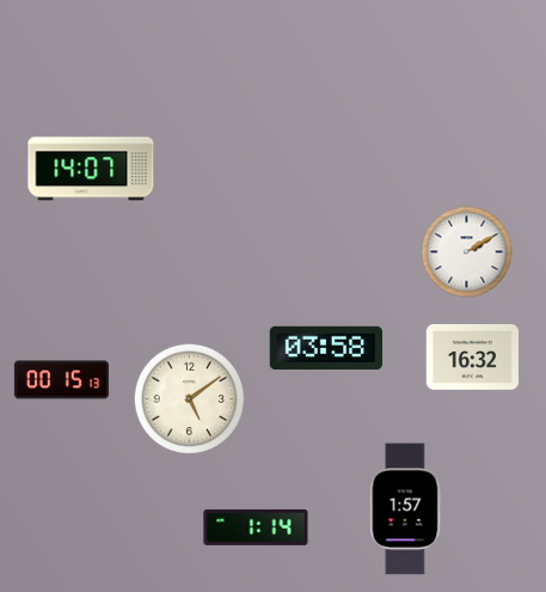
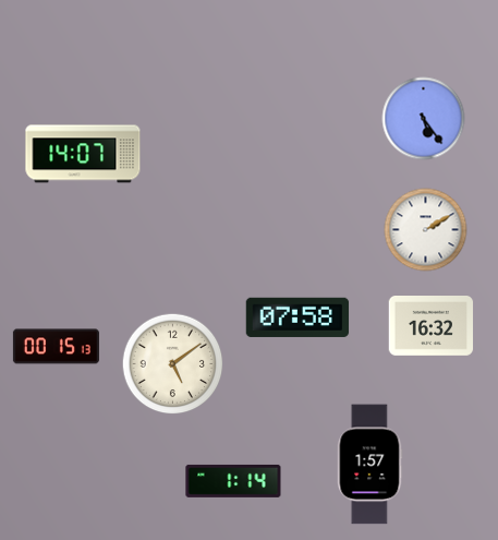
clock at (424, 119): none -> 5:24
clock at (326, 348): 03:58 -> 07:58
